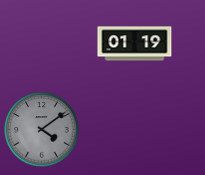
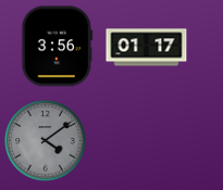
clock at (58, 47): none -> 3:56
clock at (135, 44): 01:19 -> 01:17
